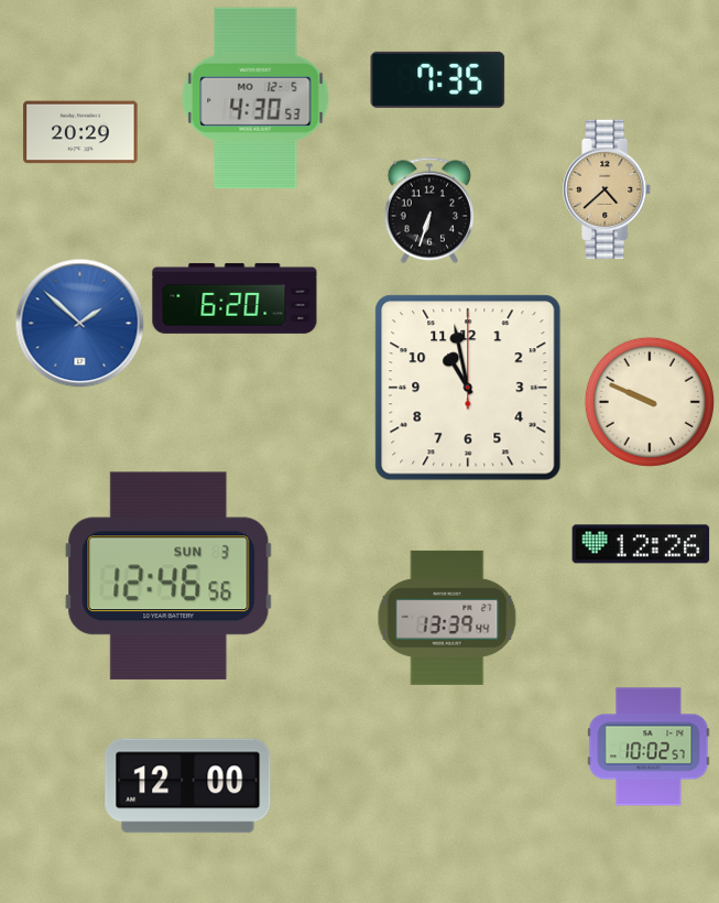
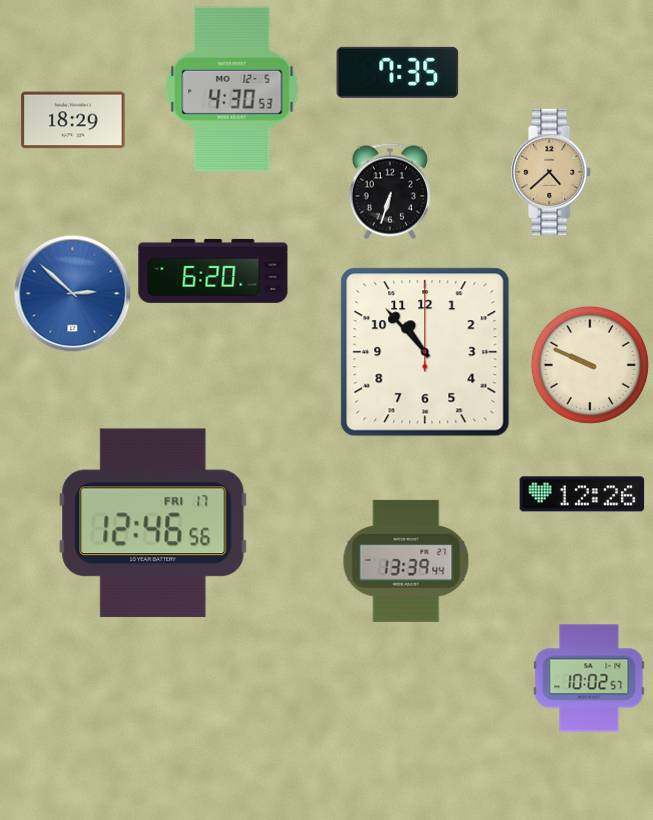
clock at (80, 132): 20:29 -> 18:29
clock at (80, 324): 1:52 -> 2:52
clock at (468, 388): 10:58 -> 10:53
clock at (168, 576) date: SUN 3 -> FRI 17
clock at (188, 786): 12:00 -> none
